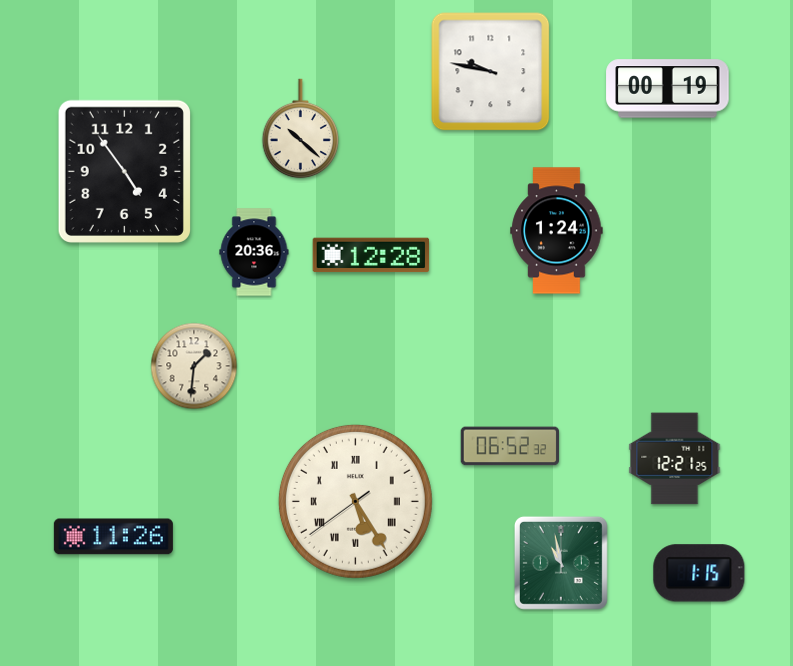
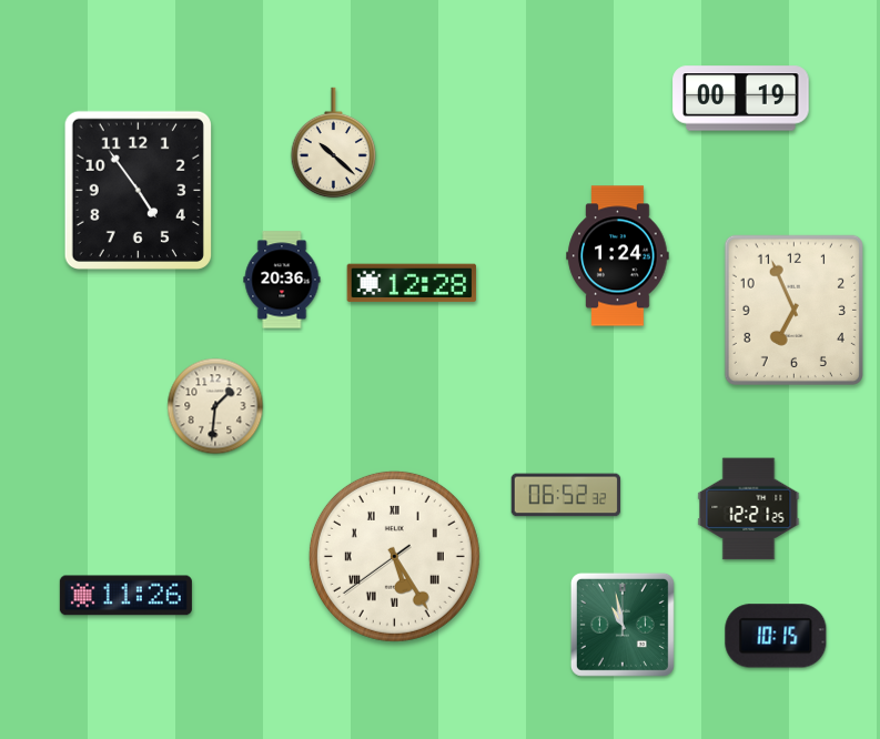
clock at (491, 72): 9:47 -> none
clock at (793, 310): none -> 6:56
clock at (699, 573): 1:15 -> 10:15
